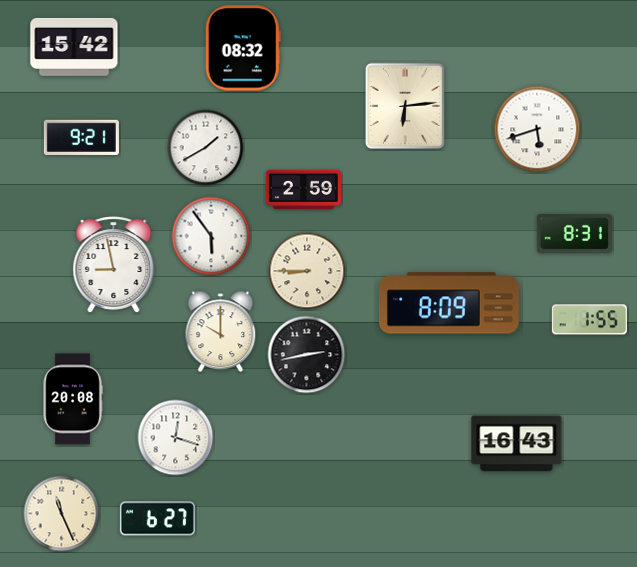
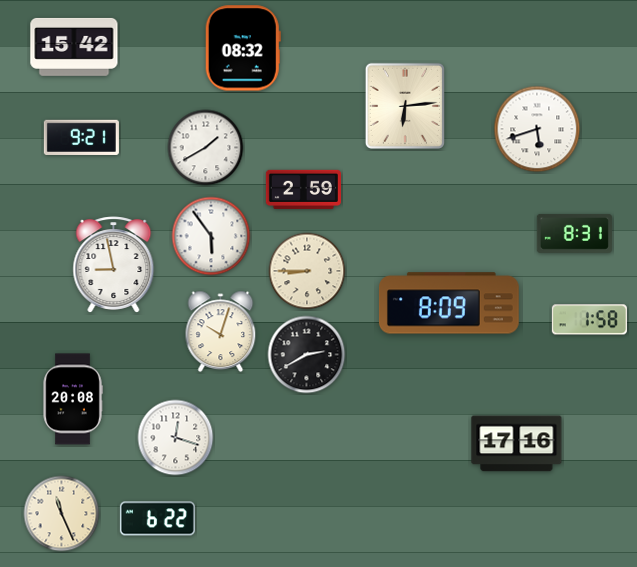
clock at (589, 320): 1:55 -> 1:58
clock at (221, 332): 10:00 -> 10:03
clock at (307, 355): 2:43 -> 2:40
clock at (517, 444): 16:43 -> 17:16
clock at (157, 519): 6:27 -> 6:22
